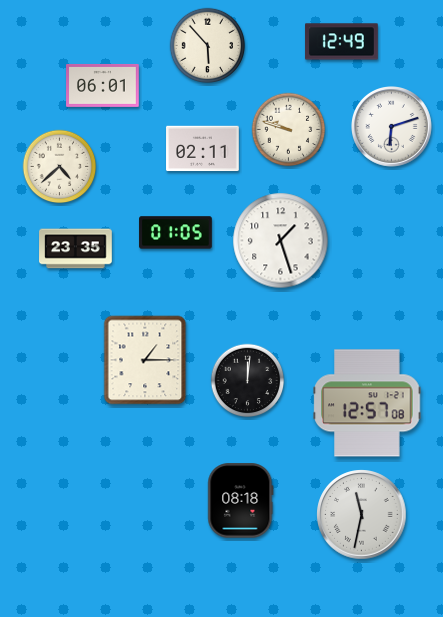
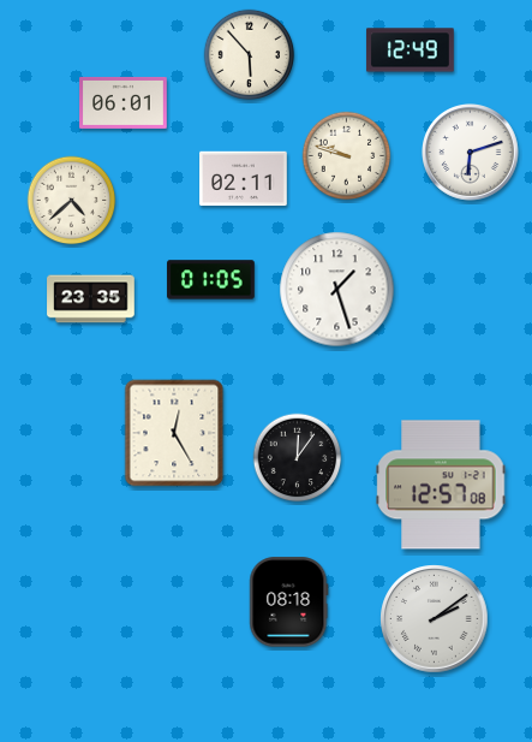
clock at (145, 360): 1:15 -> 12:25
clock at (248, 381): 12:01 -> 12:06
clock at (362, 515): 11:32 -> 2:09
